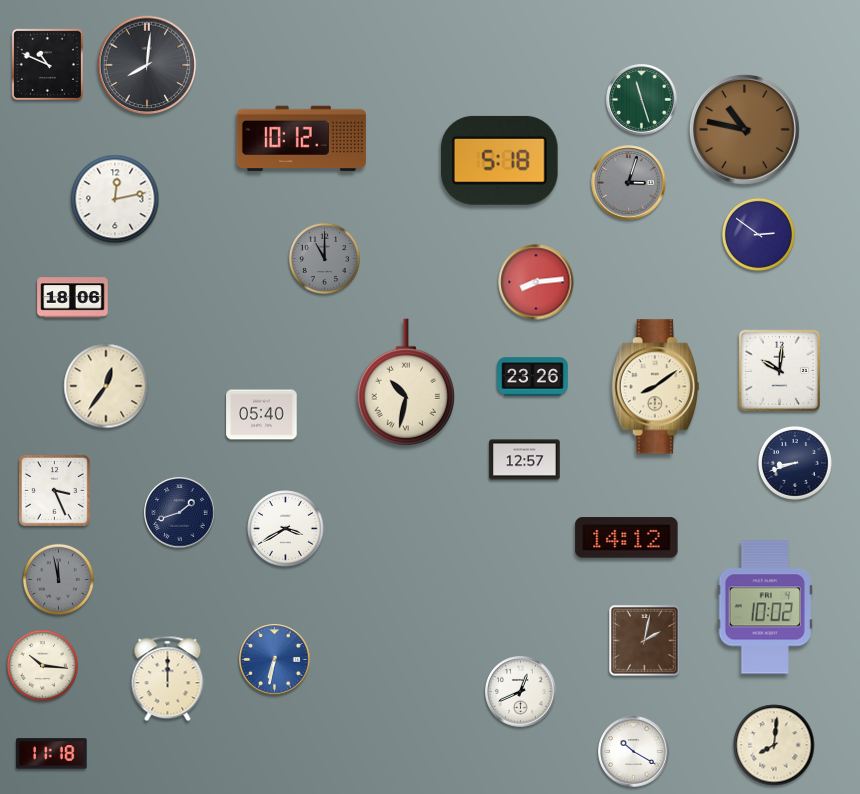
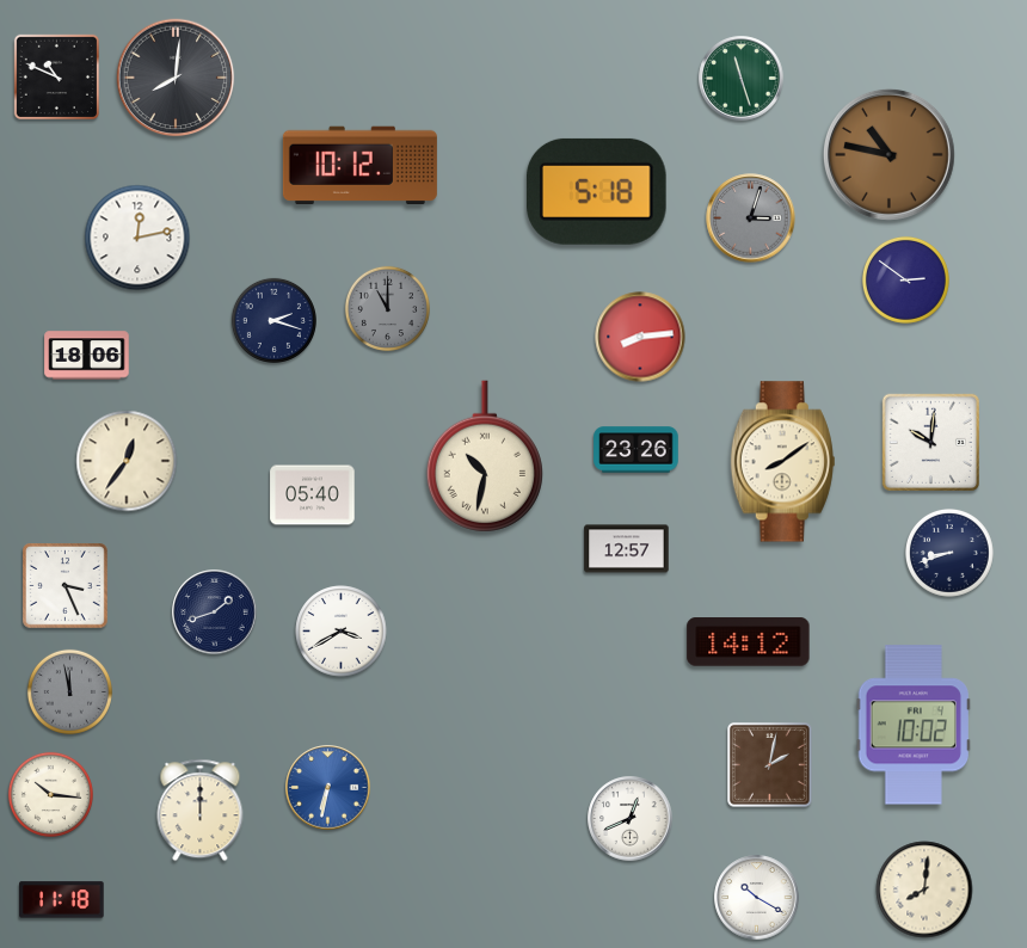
clock at (642, 100) position: (642, 100) -> (742, 79)
clock at (273, 320): none -> 2:18
clock at (521, 692) position: (521, 692) -> (631, 819)
